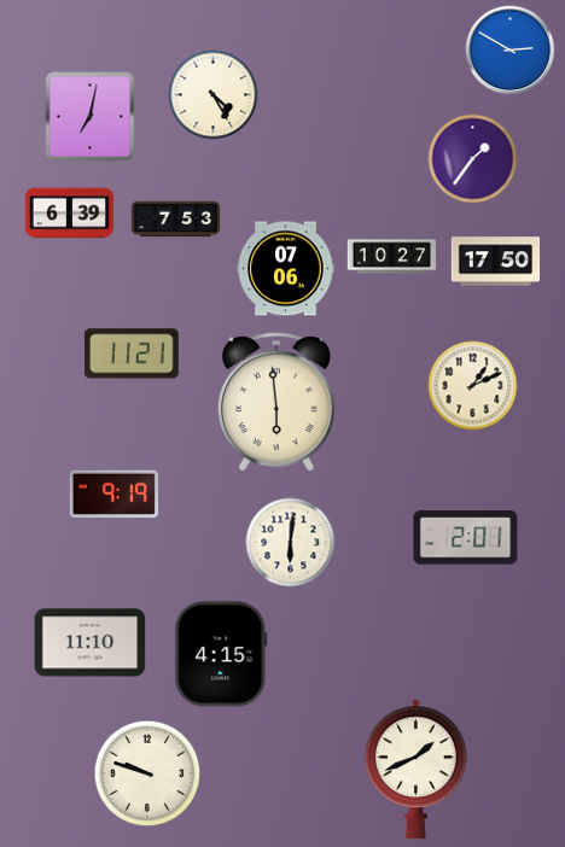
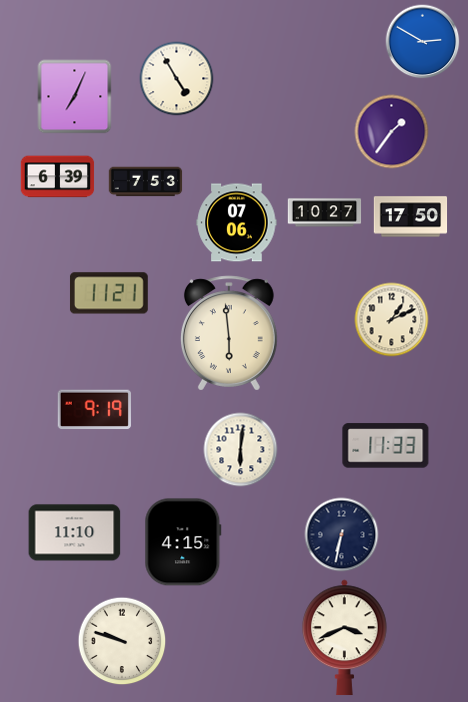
clock at (214, 95): 4:25 -> 4:55
clock at (91, 117): 7:02 -> 7:04
clock at (466, 538): 2:01 -> 11:33
clock at (342, 535): none -> 6:32
clock at (417, 770): 1:41 -> 3:41
